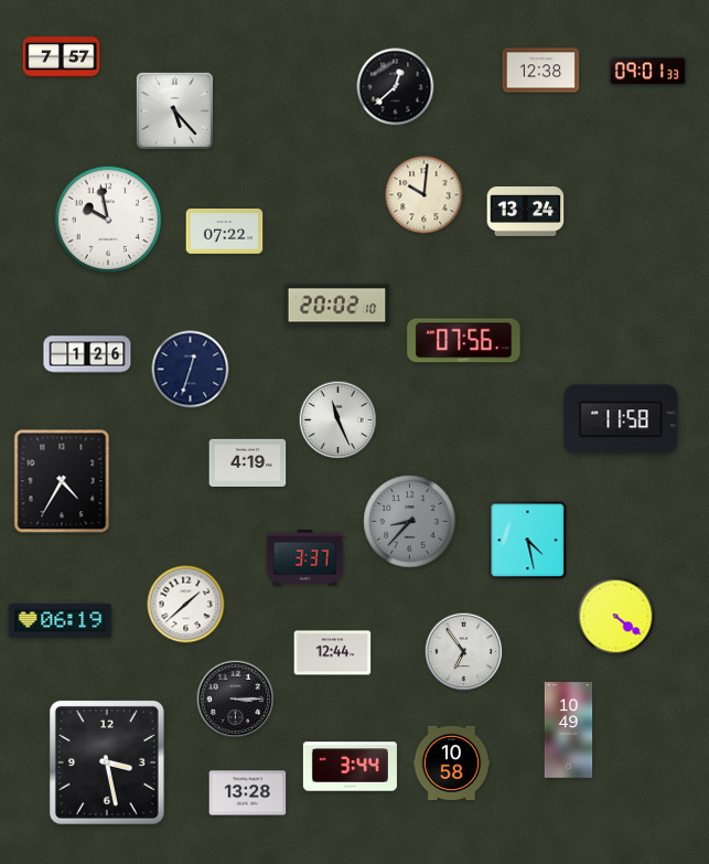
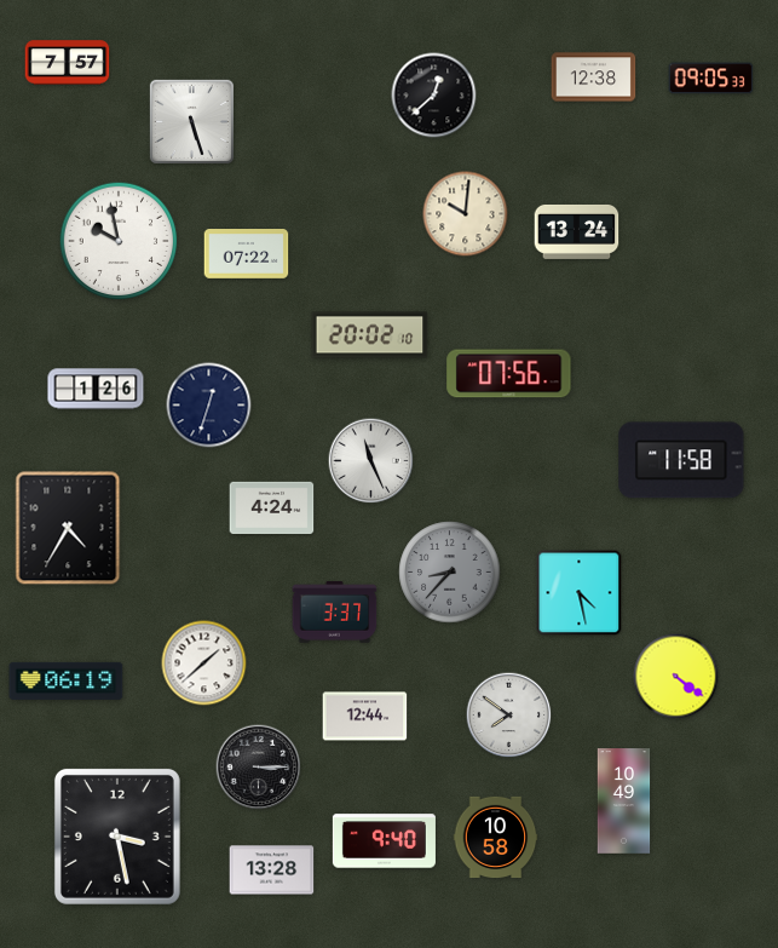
clock at (648, 72): 09:01 -> 09:05
clock at (174, 110): 5:23 -> 5:27
clock at (248, 462): 4:19 -> 4:24
clock at (464, 652): 6:54 -> 7:51
clock at (350, 767): 3:44 -> 9:40
